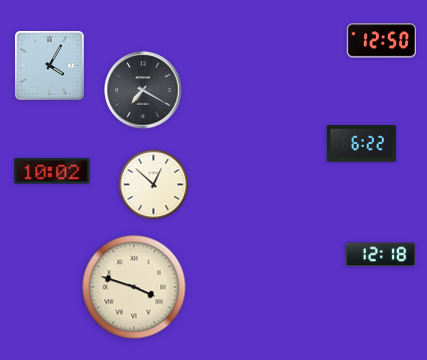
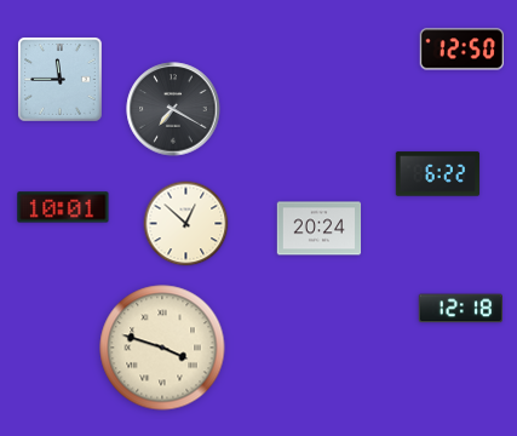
clock at (50, 66): 4:05 -> 11:45
clock at (52, 171): 10:02 -> 10:01
clock at (320, 229): none -> 20:24
